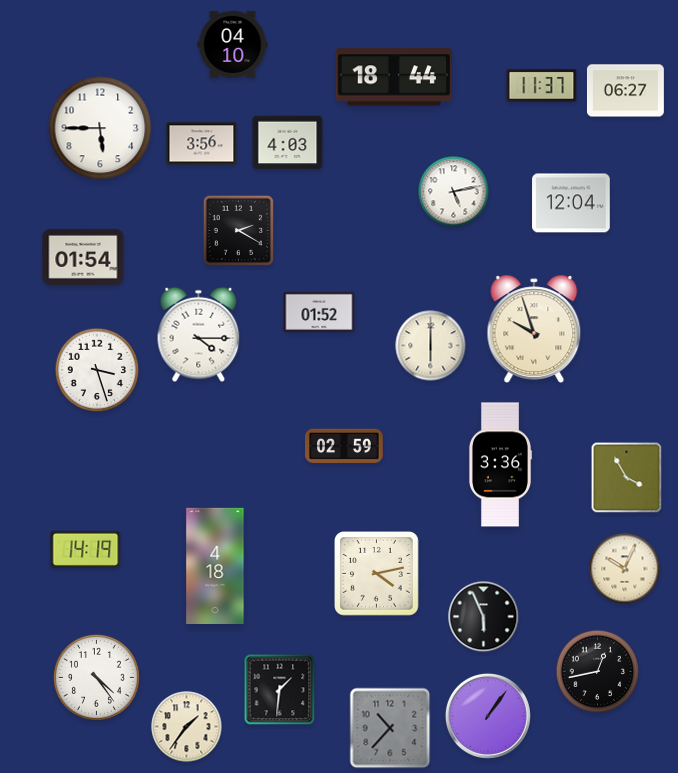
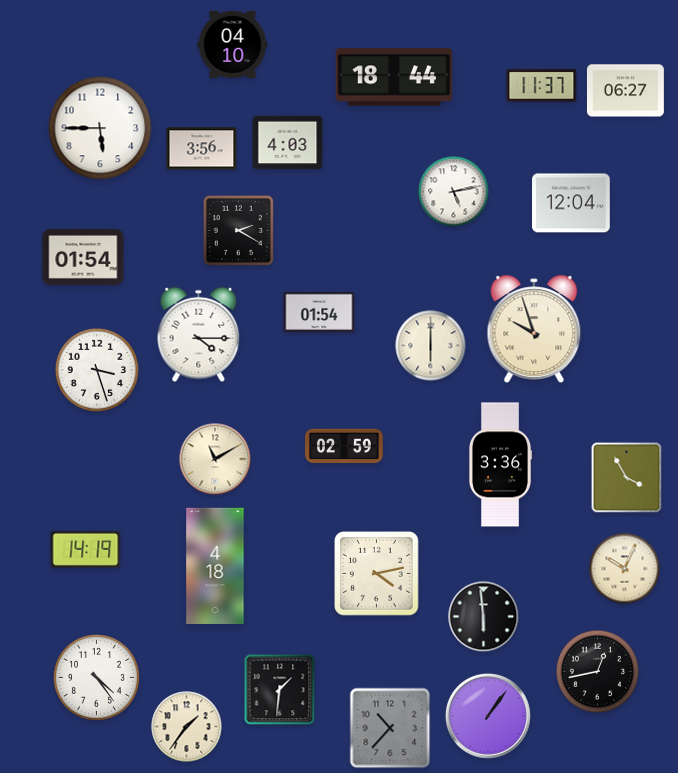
clock at (202, 144) position: (202, 144) -> (202, 149)
clock at (319, 312): 01:52 -> 01:54
clock at (215, 459): none -> 11:10
clock at (484, 617): 5:56 -> 5:59
